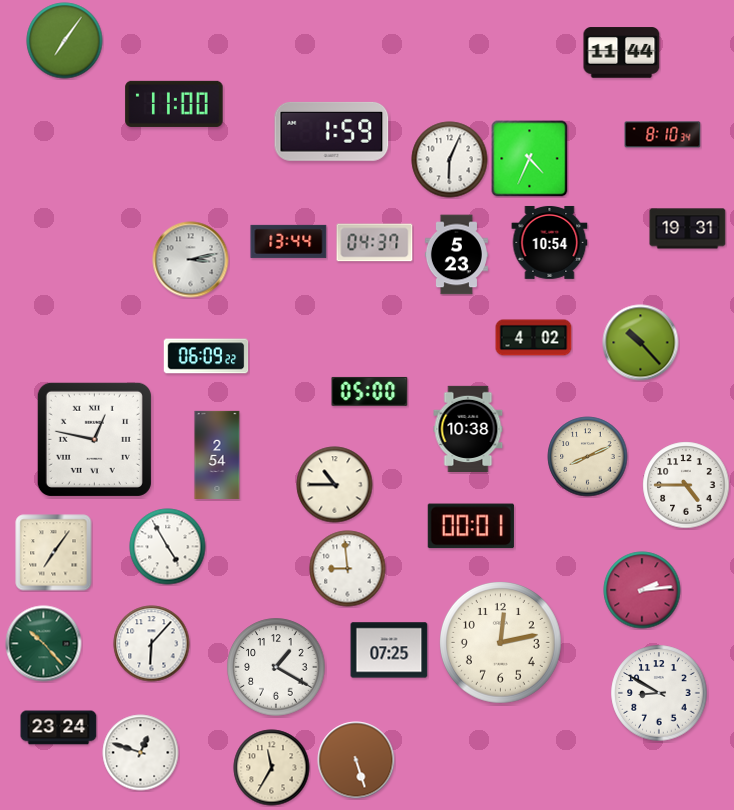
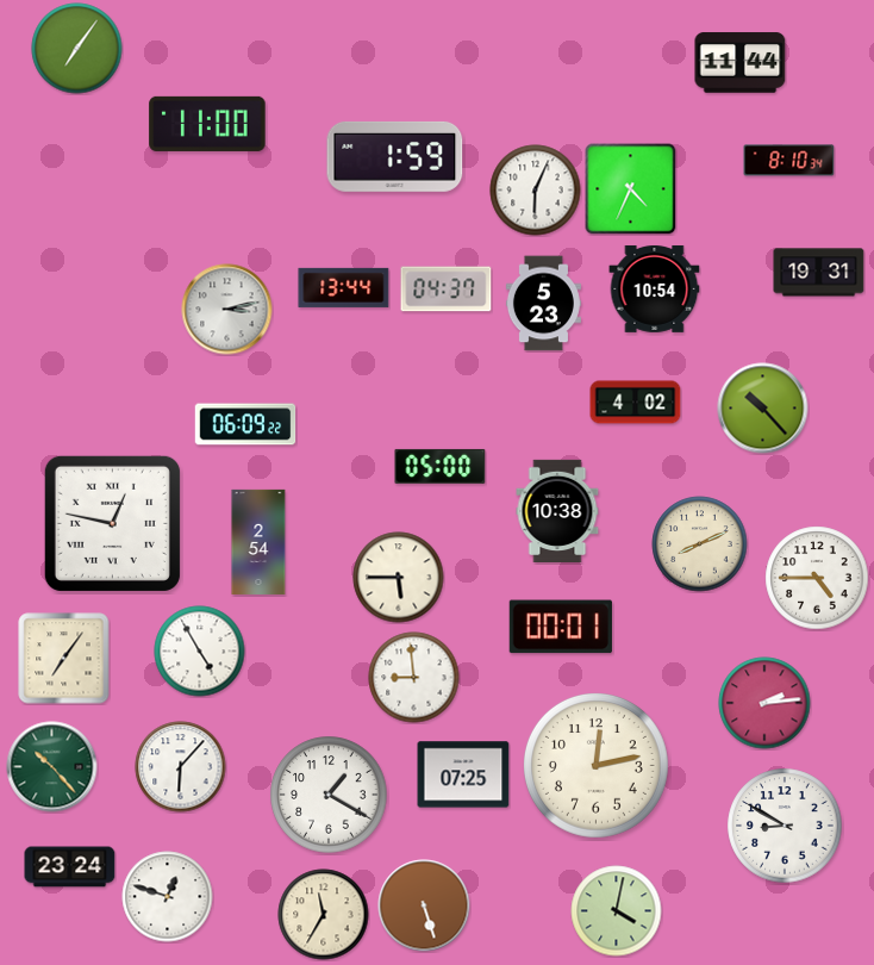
clock at (335, 485): 10:45 -> 5:45
clock at (617, 911): none -> 4:02
